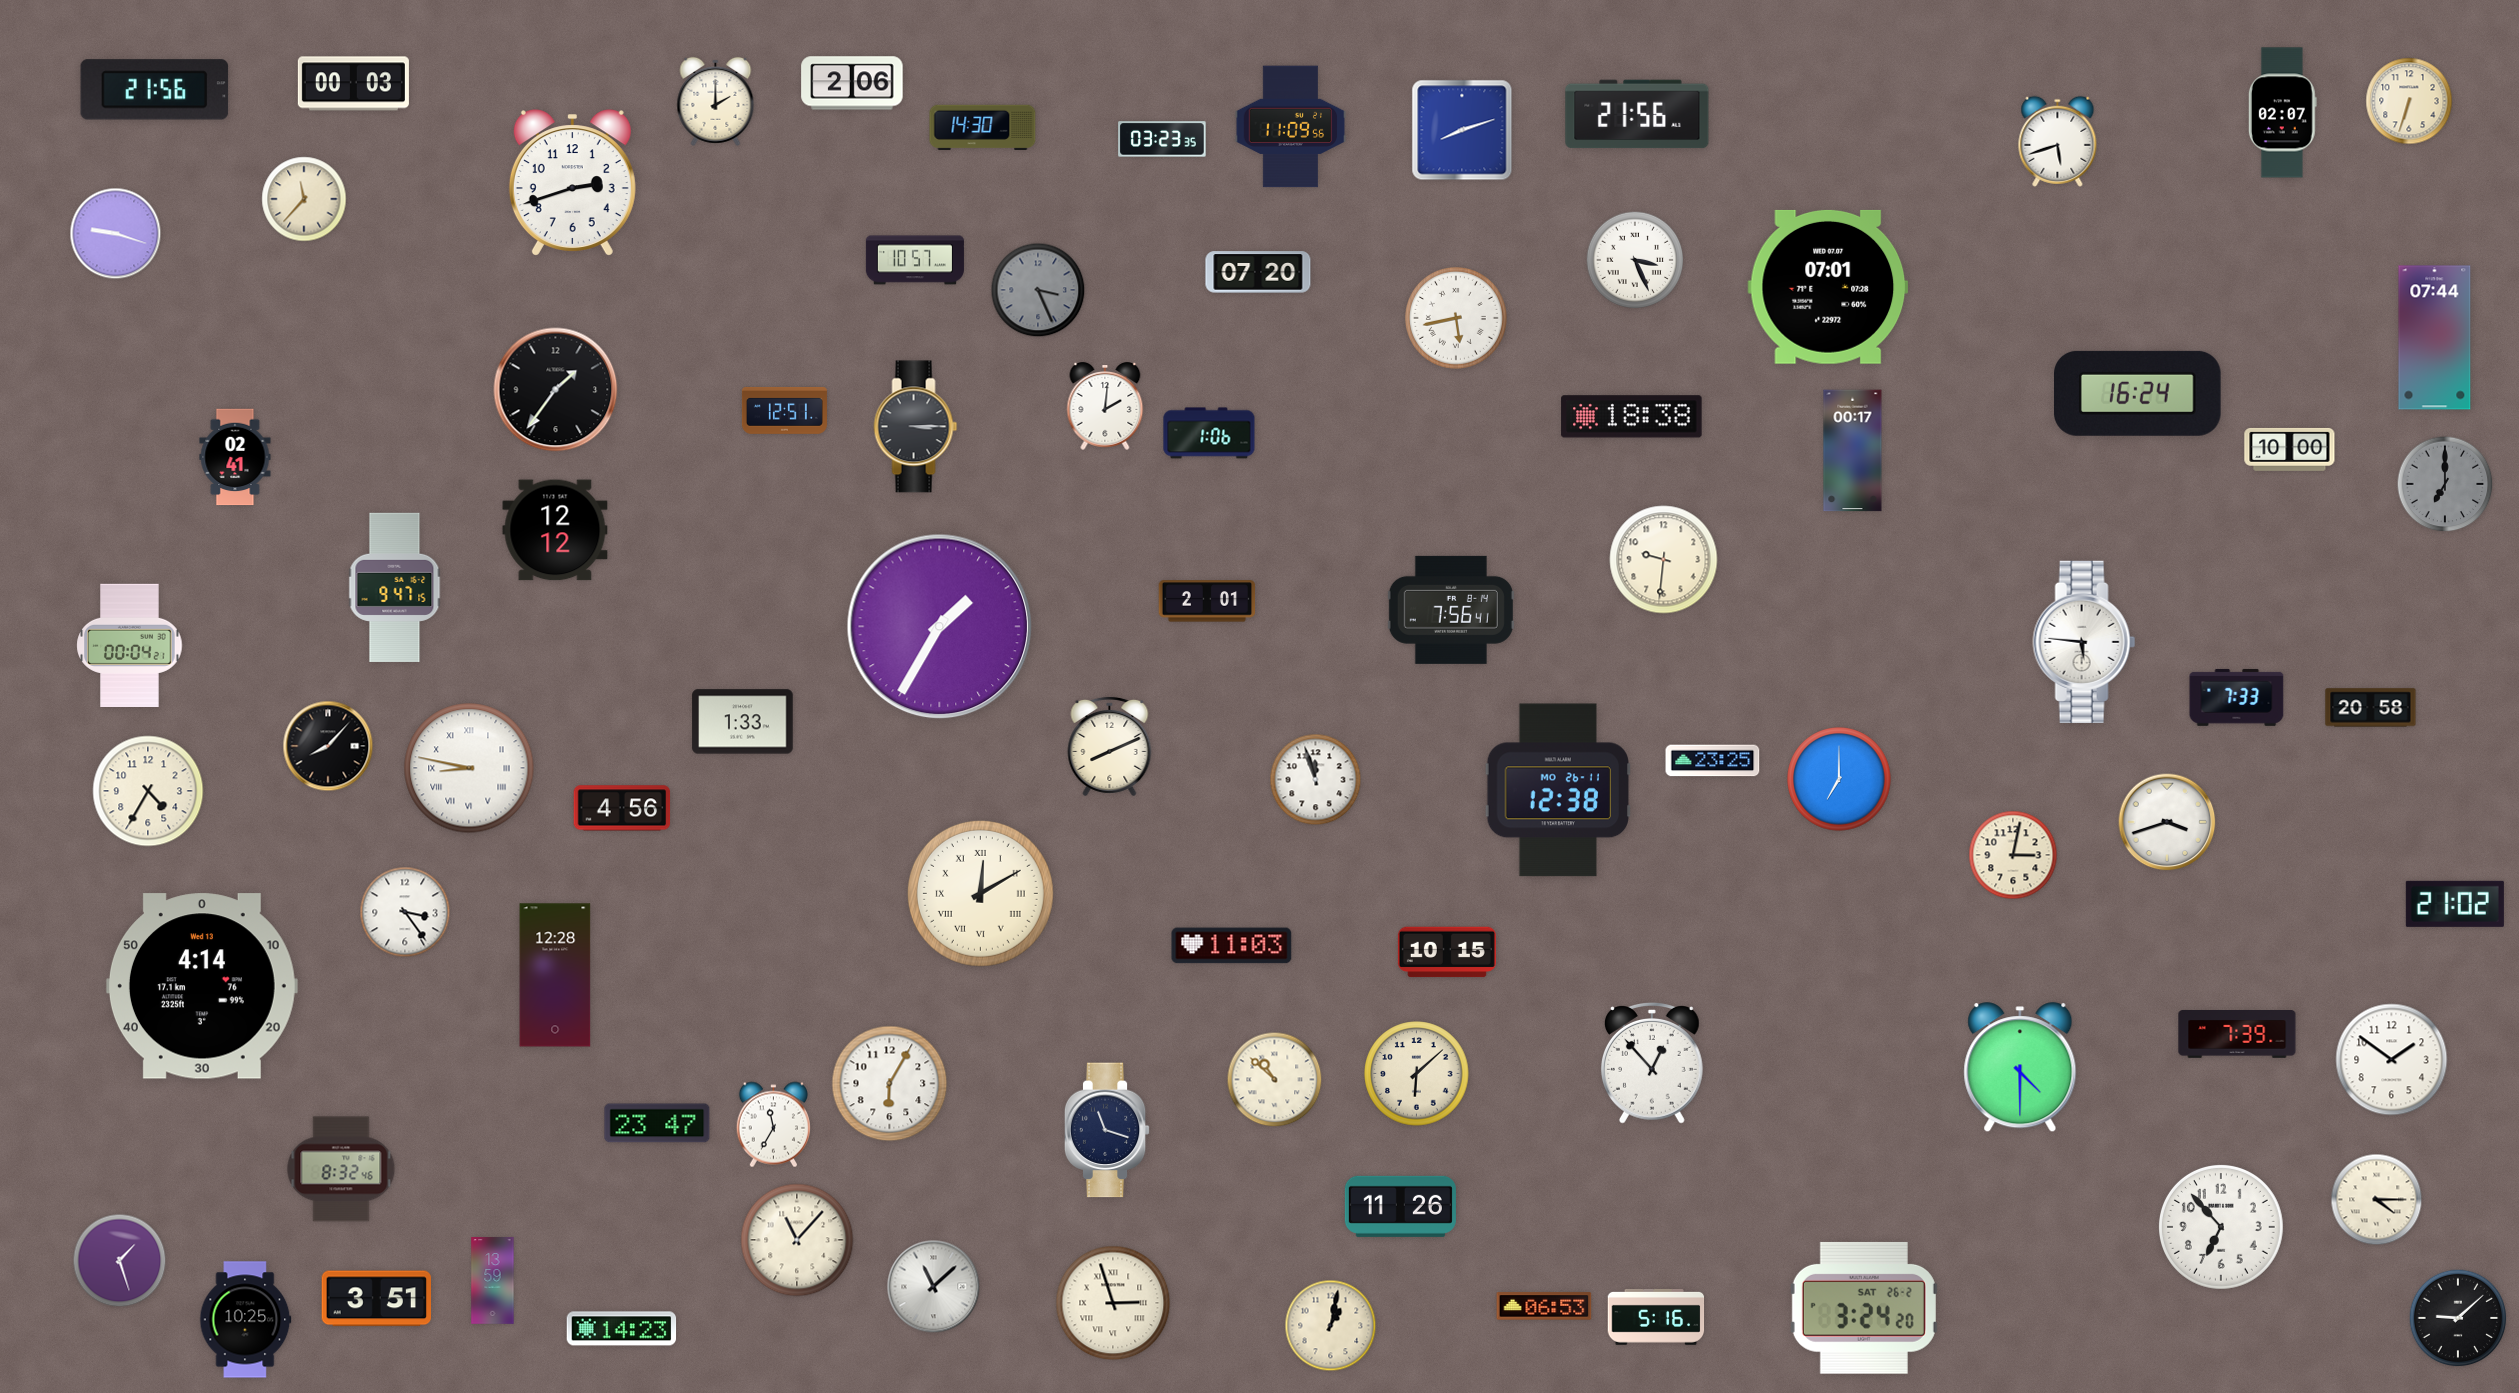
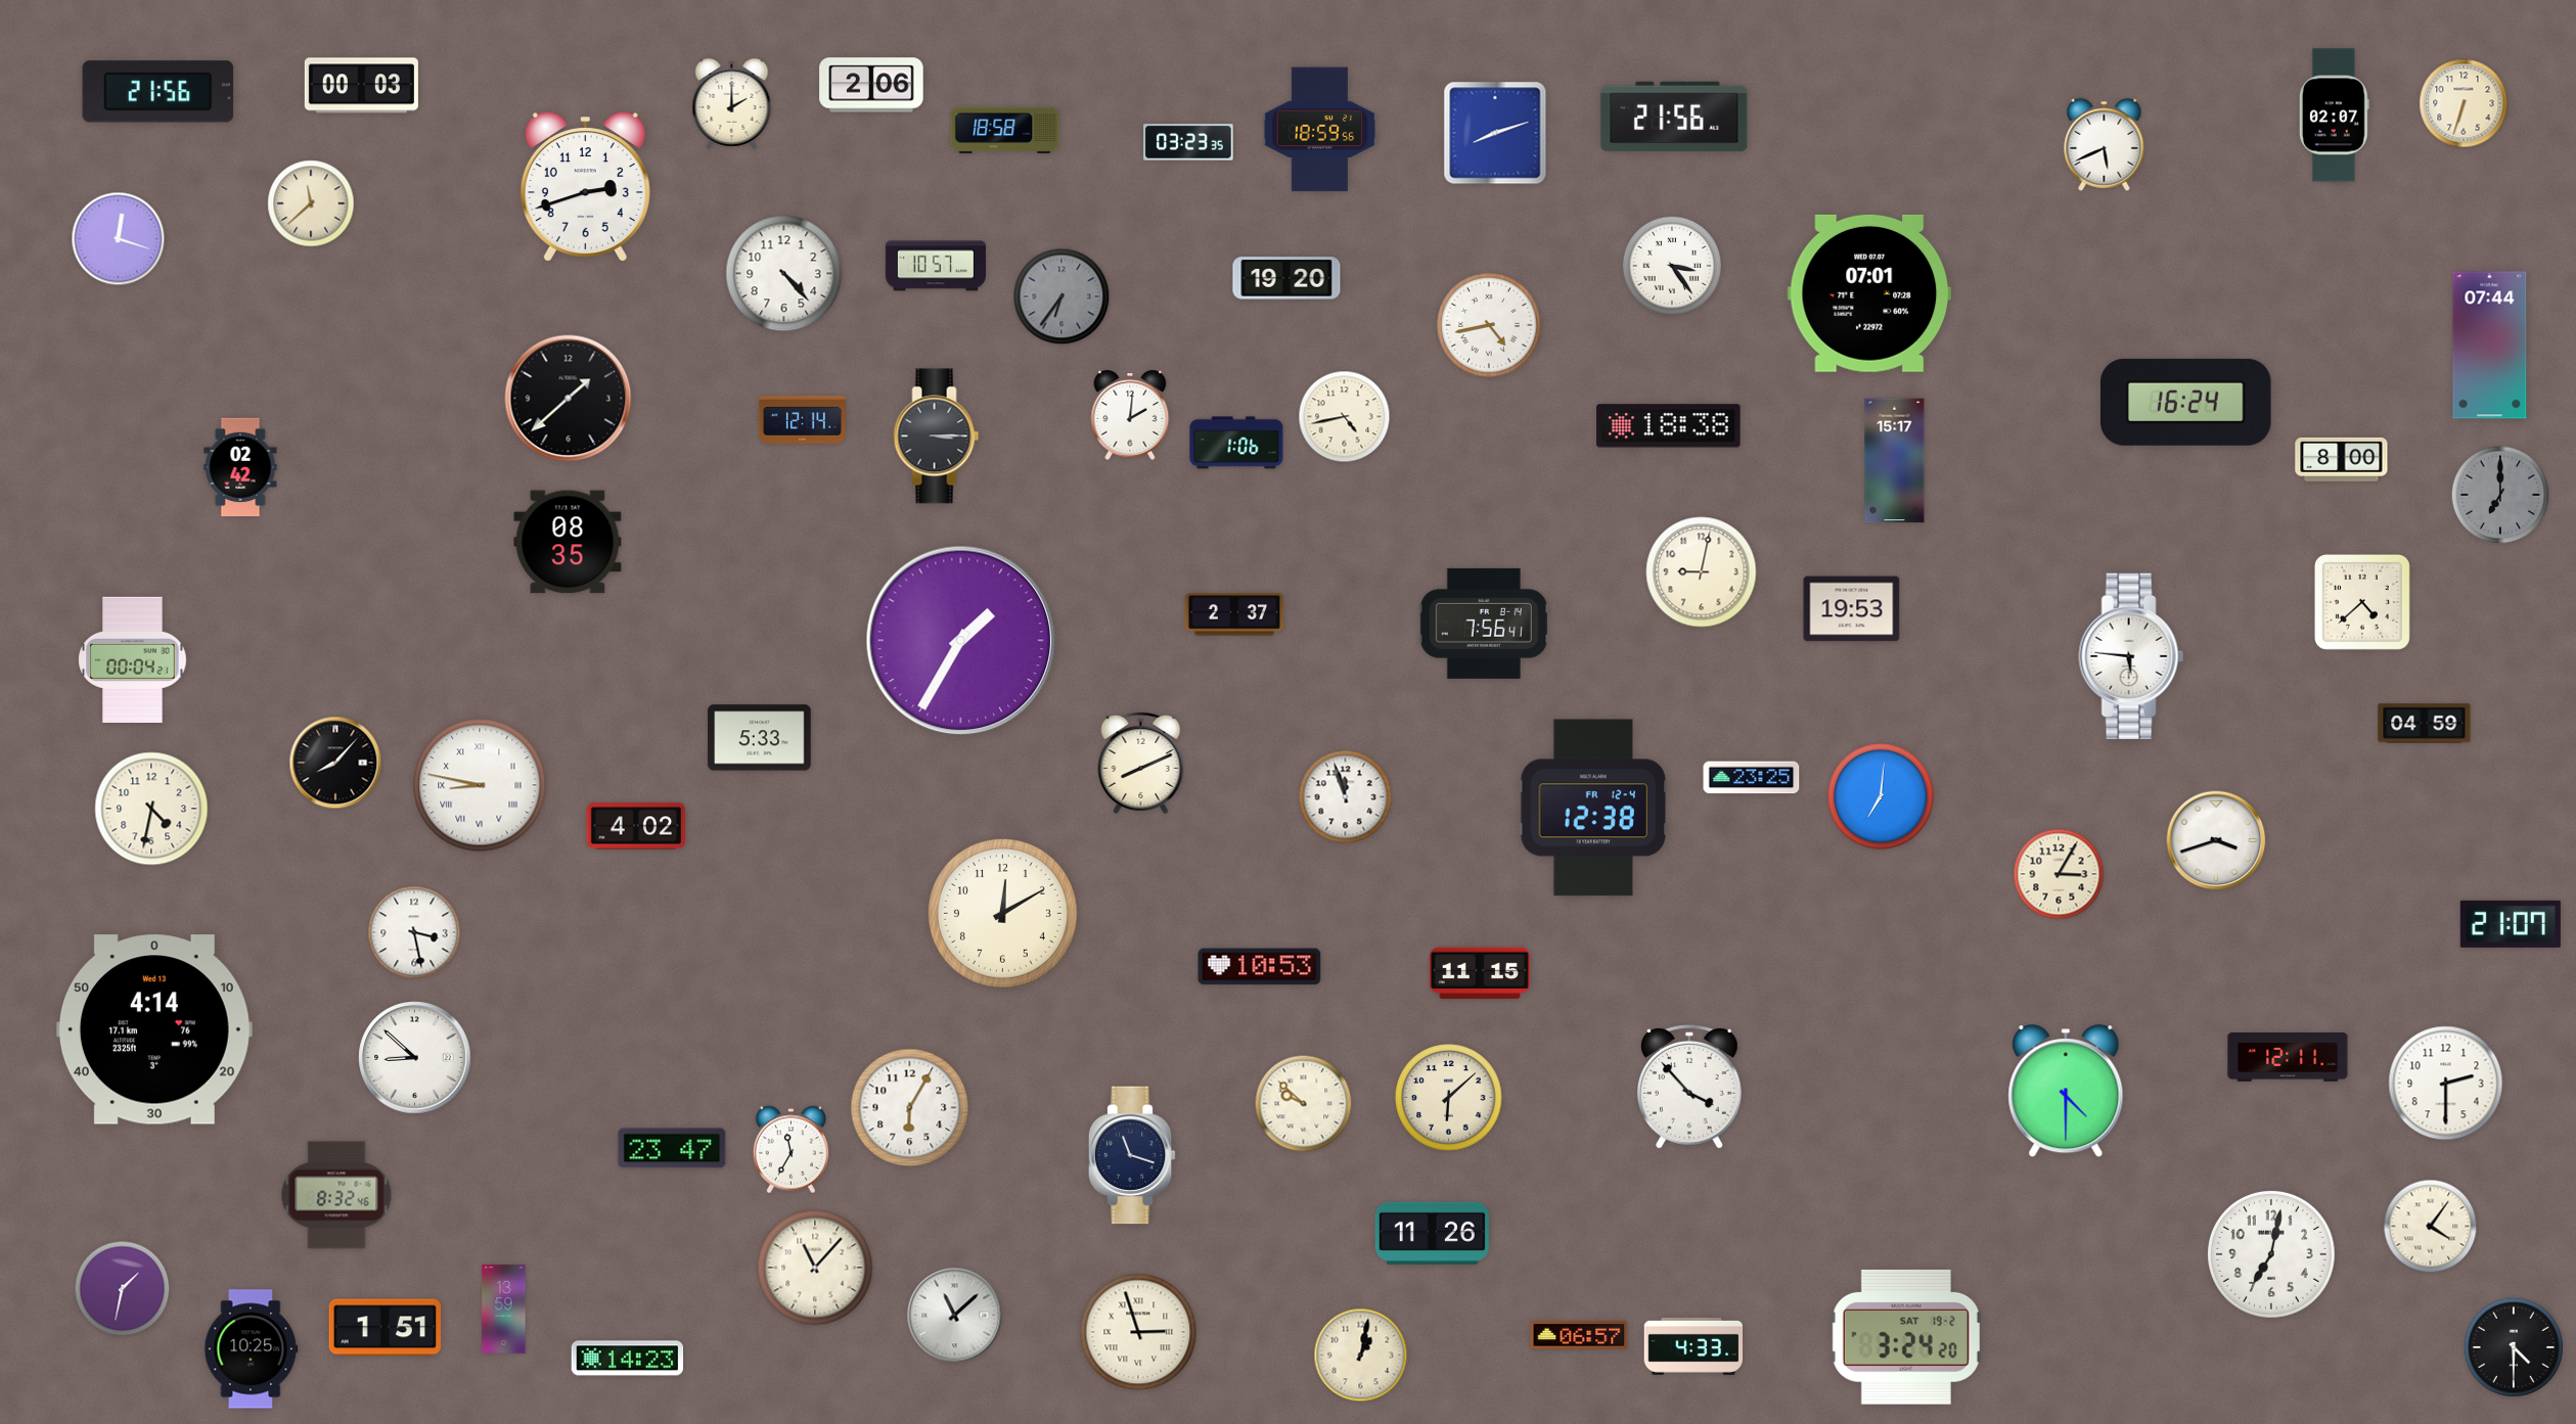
clock at (983, 127): 14:30 -> 18:58
clock at (1291, 127): 11:09 -> 18:59
clock at (2058, 141): 5:42 -> 5:41
clock at (304, 199): 11:37 -> 11:38
clock at (116, 234): 9:18 -> 12:18
clock at (1635, 260): 3:26 -> 3:24
clock at (784, 274): none -> 4:23
clock at (1258, 272): 07:20 -> 19:20
clock at (1038, 290): 3:26 -> 6:36
clock at (1456, 318): 5:43 -> 4:43
clock at (556, 390): 1:36 -> 1:38
clock at (1345, 417): none -> 4:43
clock at (784, 410): 12:51 -> 12:14
clock at (2290, 449): 10:00 -> 8:00
clock at (1853, 451): 00:17 -> 15:17
clock at (235, 457): 02:41 -> 02:42
clock at (555, 530): 12:12 -> 08:35
clock at (1664, 560): 9:31 -> 9:02
clock at (395, 587): 9:47 -> none
clock at (2362, 602): none -> 4:38
clock at (1852, 609): none -> 19:53
clock at (1207, 601): 2:01 -> 2:37
clock at (2237, 697): 7:33 -> none
clock at (2371, 708): 20:58 -> 04:59
clock at (743, 722): 1:33 -> 5:33
clock at (1110, 746) position: (1110, 746) -> (1141, 763)
clock at (1839, 779): 7:00 -> 7:01
clock at (1558, 790) date: MO 26-11 -> FR 12-4
clock at (148, 791): 4:35 -> 4:32
clock at (622, 808): 4:56 -> 4:02
clock at (2013, 855): 3:02 -> 3:05
clock at (980, 893) numerals: Roman -> Arabic
clock at (2455, 904): 21:02 -> 21:07
clock at (405, 912): 3:24 -> 3:28
clock at (1232, 946): 11:03 -> 10:53
clock at (1447, 952): 10:15 -> 11:15
clock at (555, 975): 12:28 -> none
clock at (202, 986) position: (202, 986) -> (154, 1029)
clock at (415, 1058): none -> 8:52
clock at (2237, 1035): 7:39 -> 12:11
clock at (2392, 1060): 1:51 -> 2:30
clock at (1652, 1064): 12:53 -> 3:53
clock at (1275, 1080): 10:52 -> 9:52
clock at (341, 1169) position: (341, 1169) -> (336, 1195)
clock at (2377, 1200): 4:15 -> 4:06
clock at (2221, 1227): 6:53 -> 7:02
clock at (120, 1261): 1:27 -> 1:32
clock at (376, 1299): 3:51 -> 1:51
clock at (1544, 1306): 06:53 -> 06:57
clock at (1864, 1308) date: SAT 26-2 -> SAT 19-2
clock at (1656, 1317): 5:16 -> 4:33
clock at (2458, 1318): 9:08 -> 4:30
clock at (622, 1329) position: (622, 1329) -> (628, 1359)
